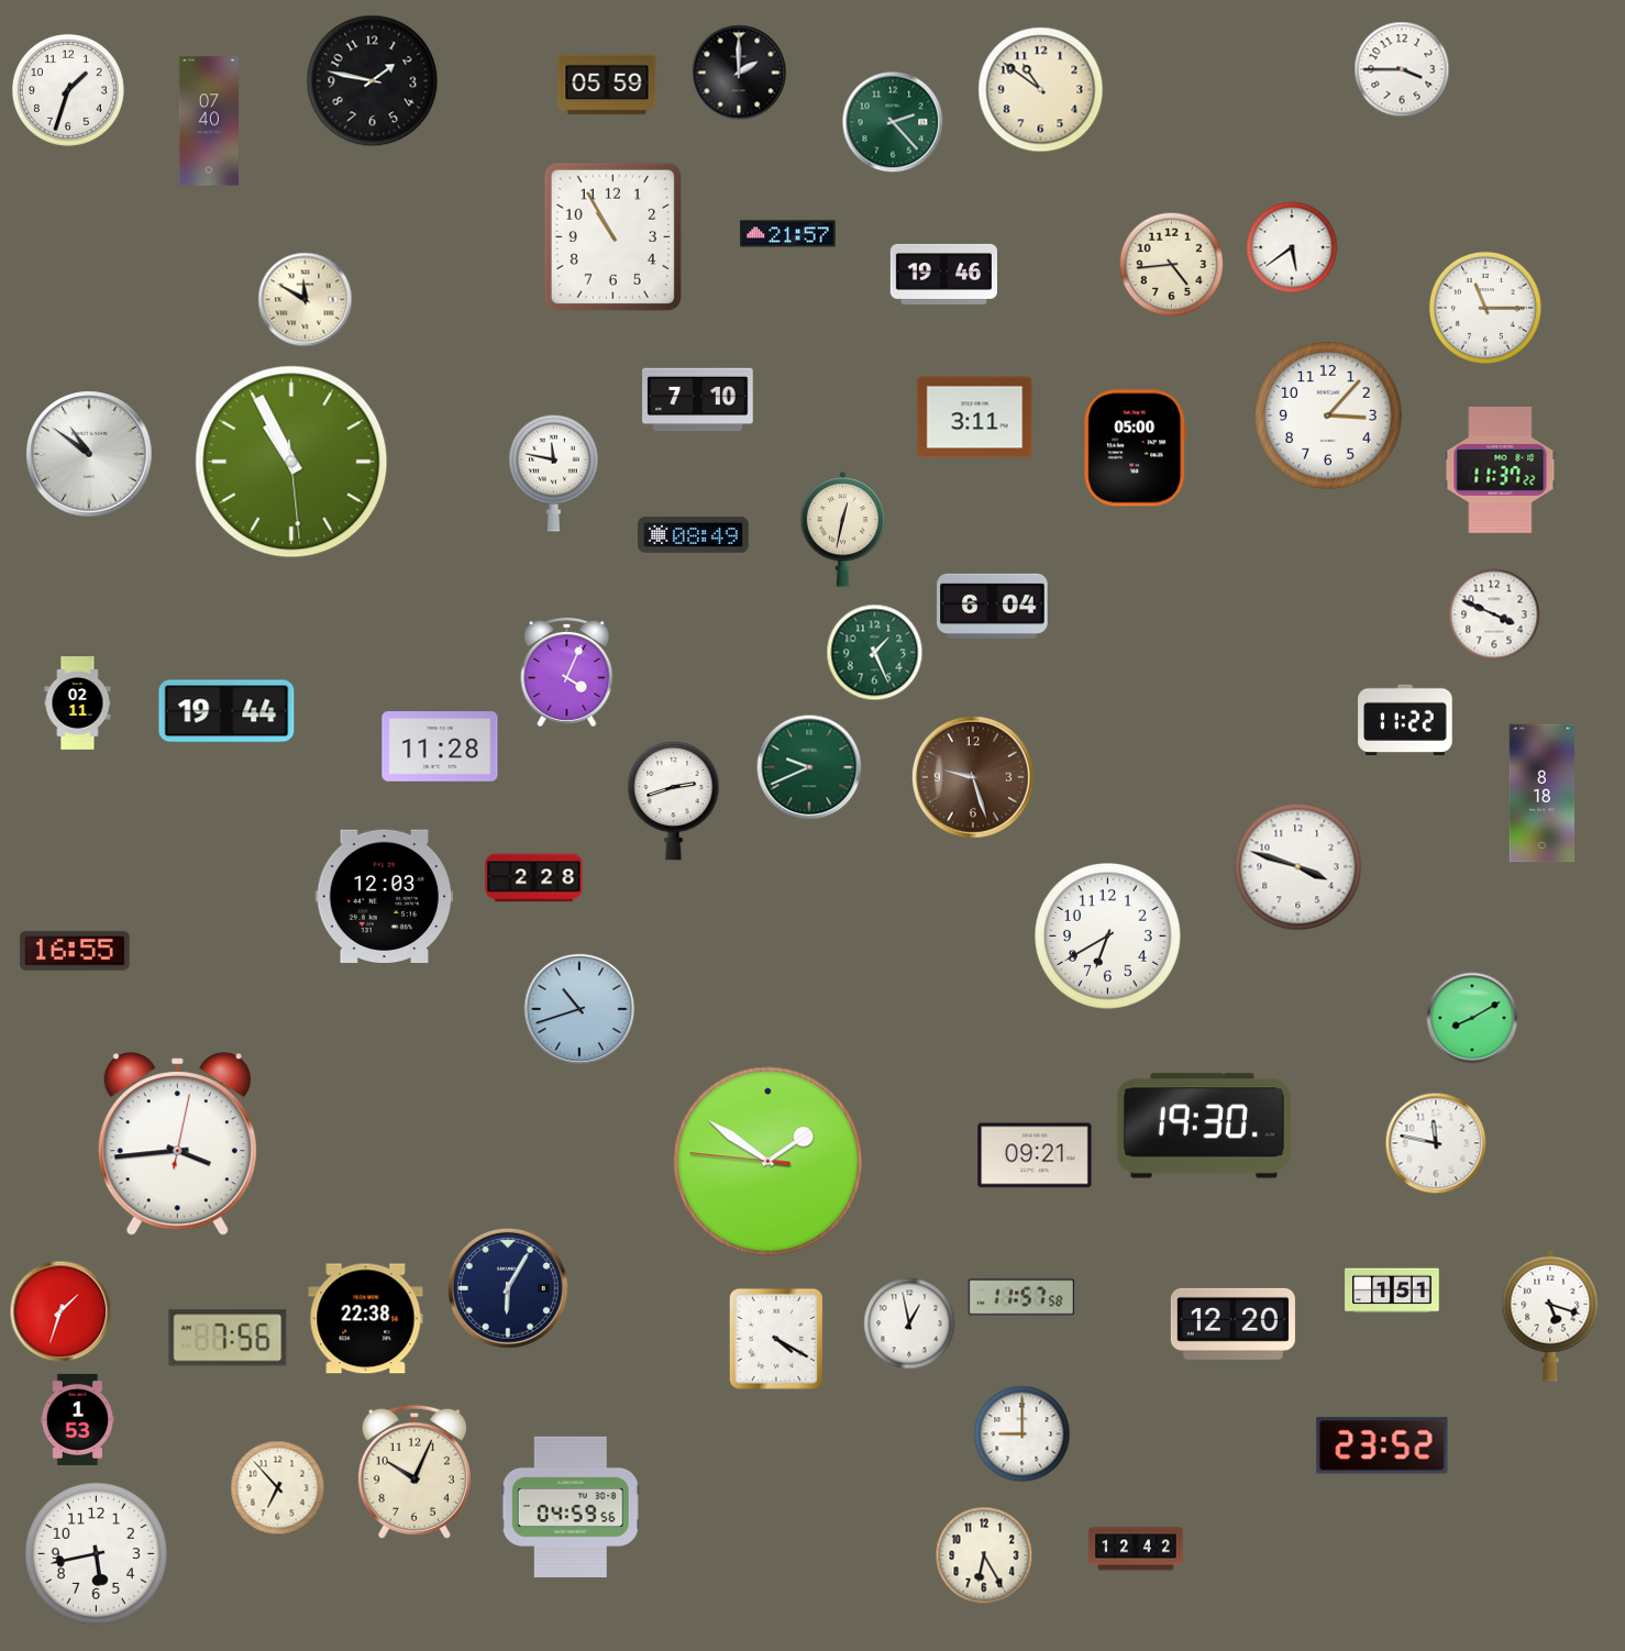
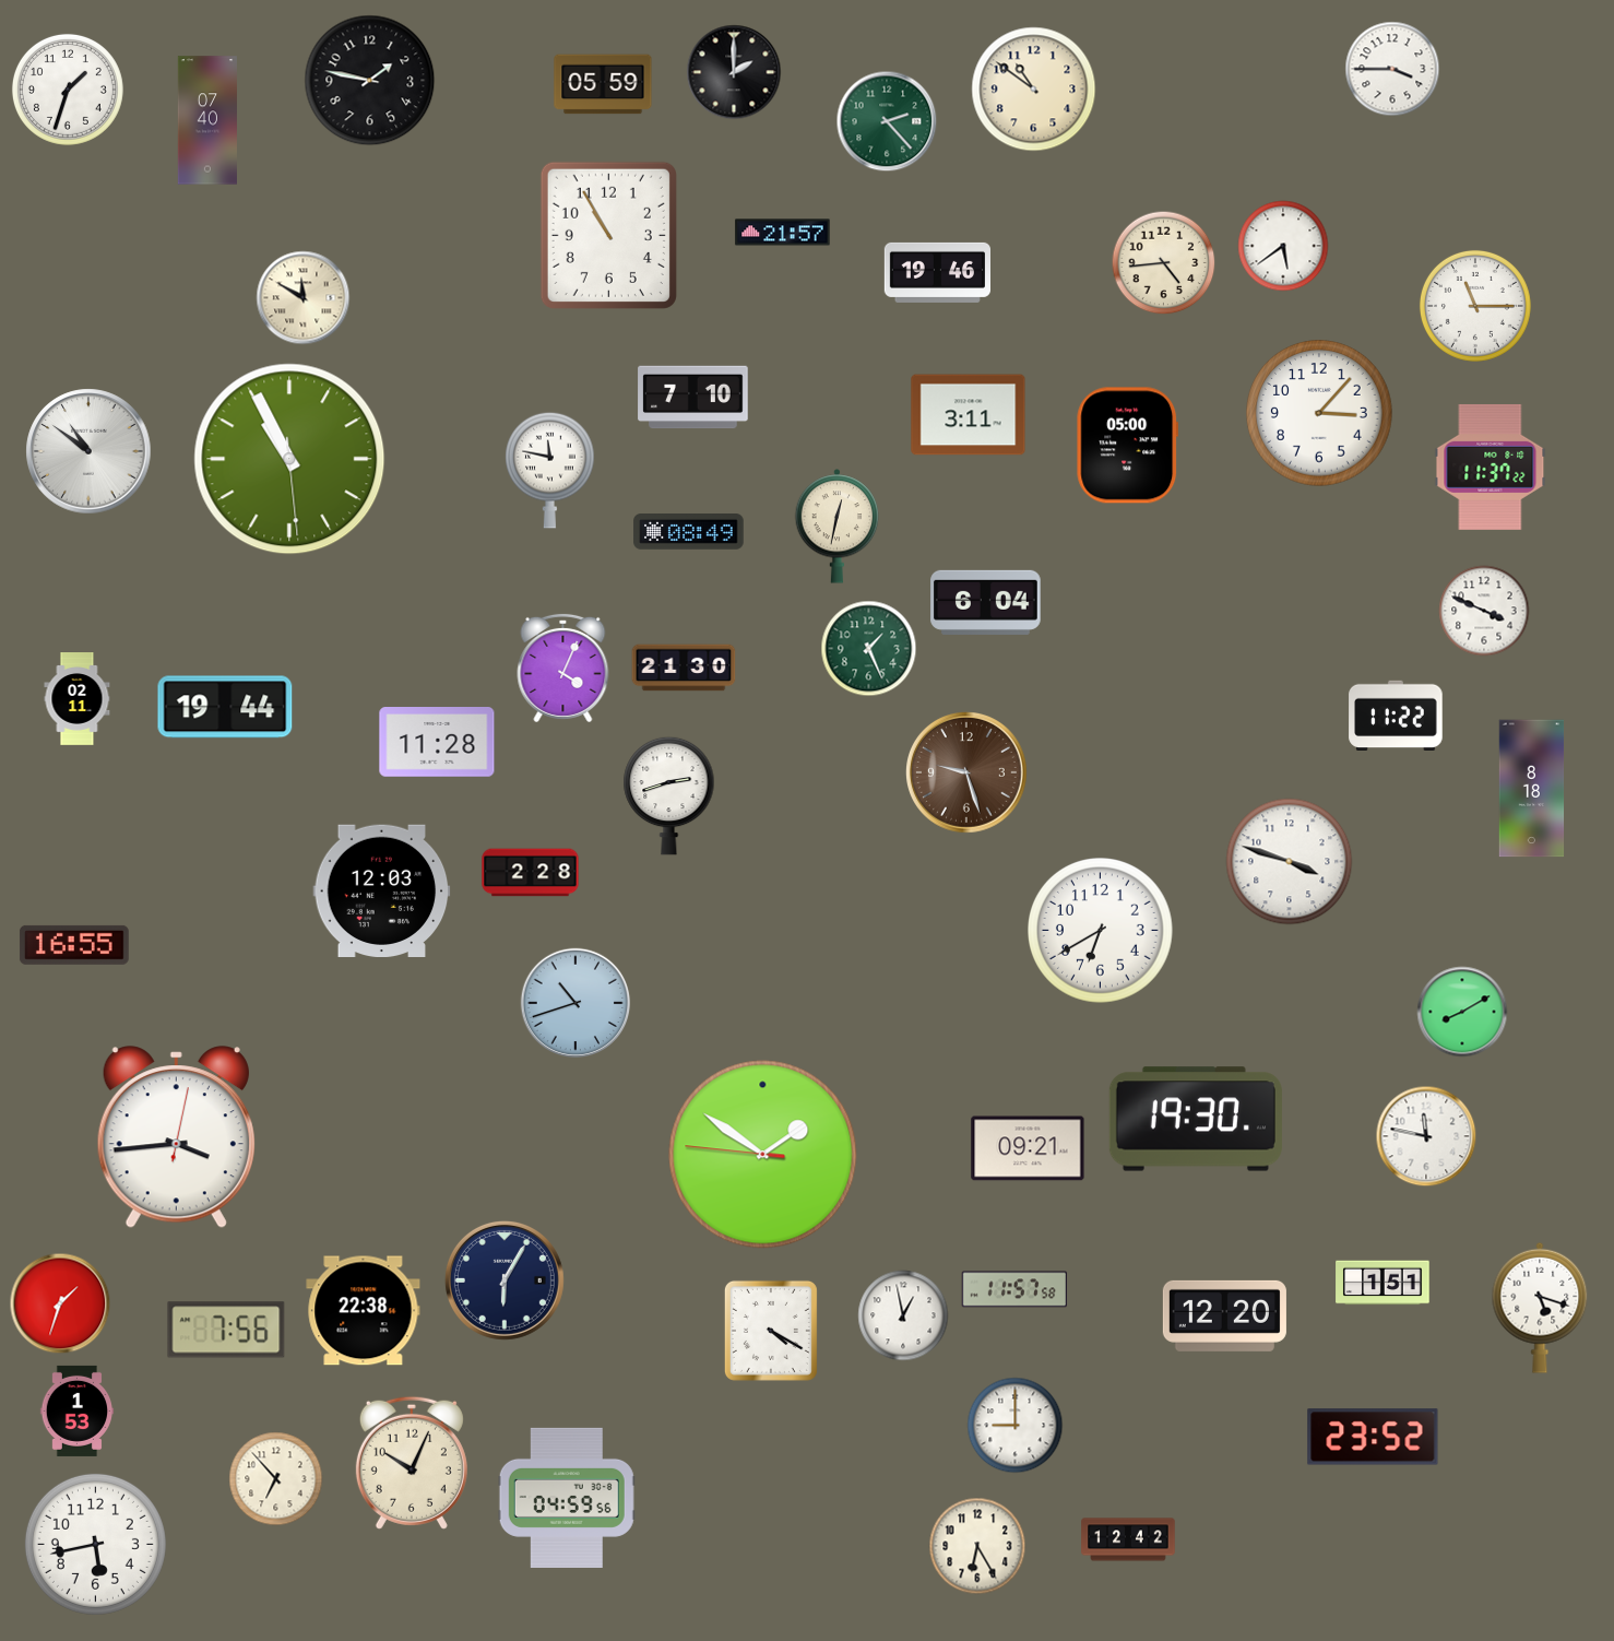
clock at (684, 668): none -> 21:30
clock at (809, 767): 9:41 -> none
